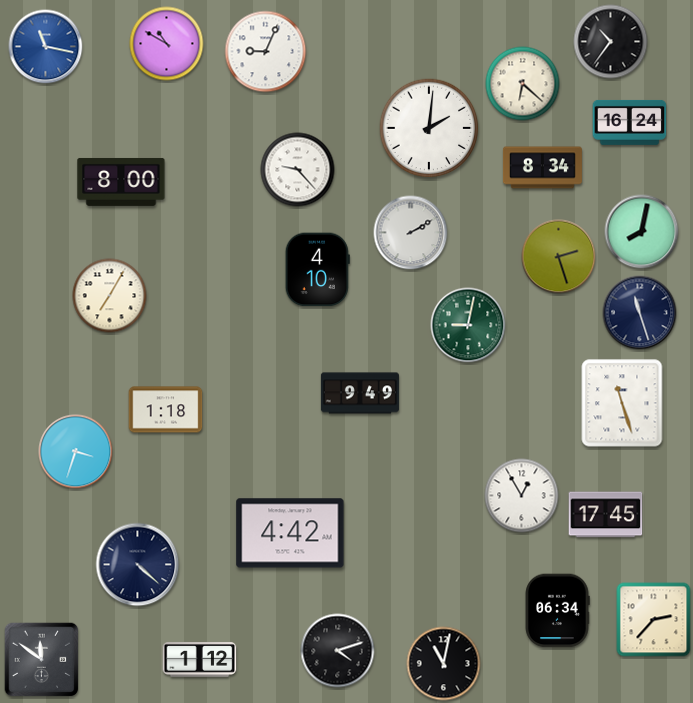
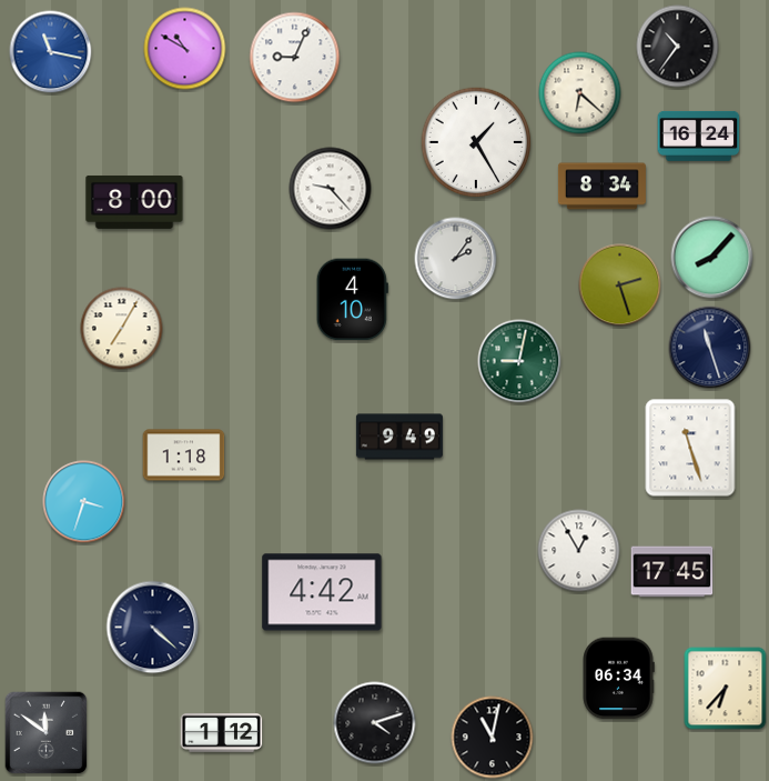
clock at (429, 128): 2:01 -> 1:25
clock at (642, 232): 8:02 -> 8:07
clock at (411, 233): 2:10 -> 2:06
clock at (654, 620): 2:37 -> 6:37
